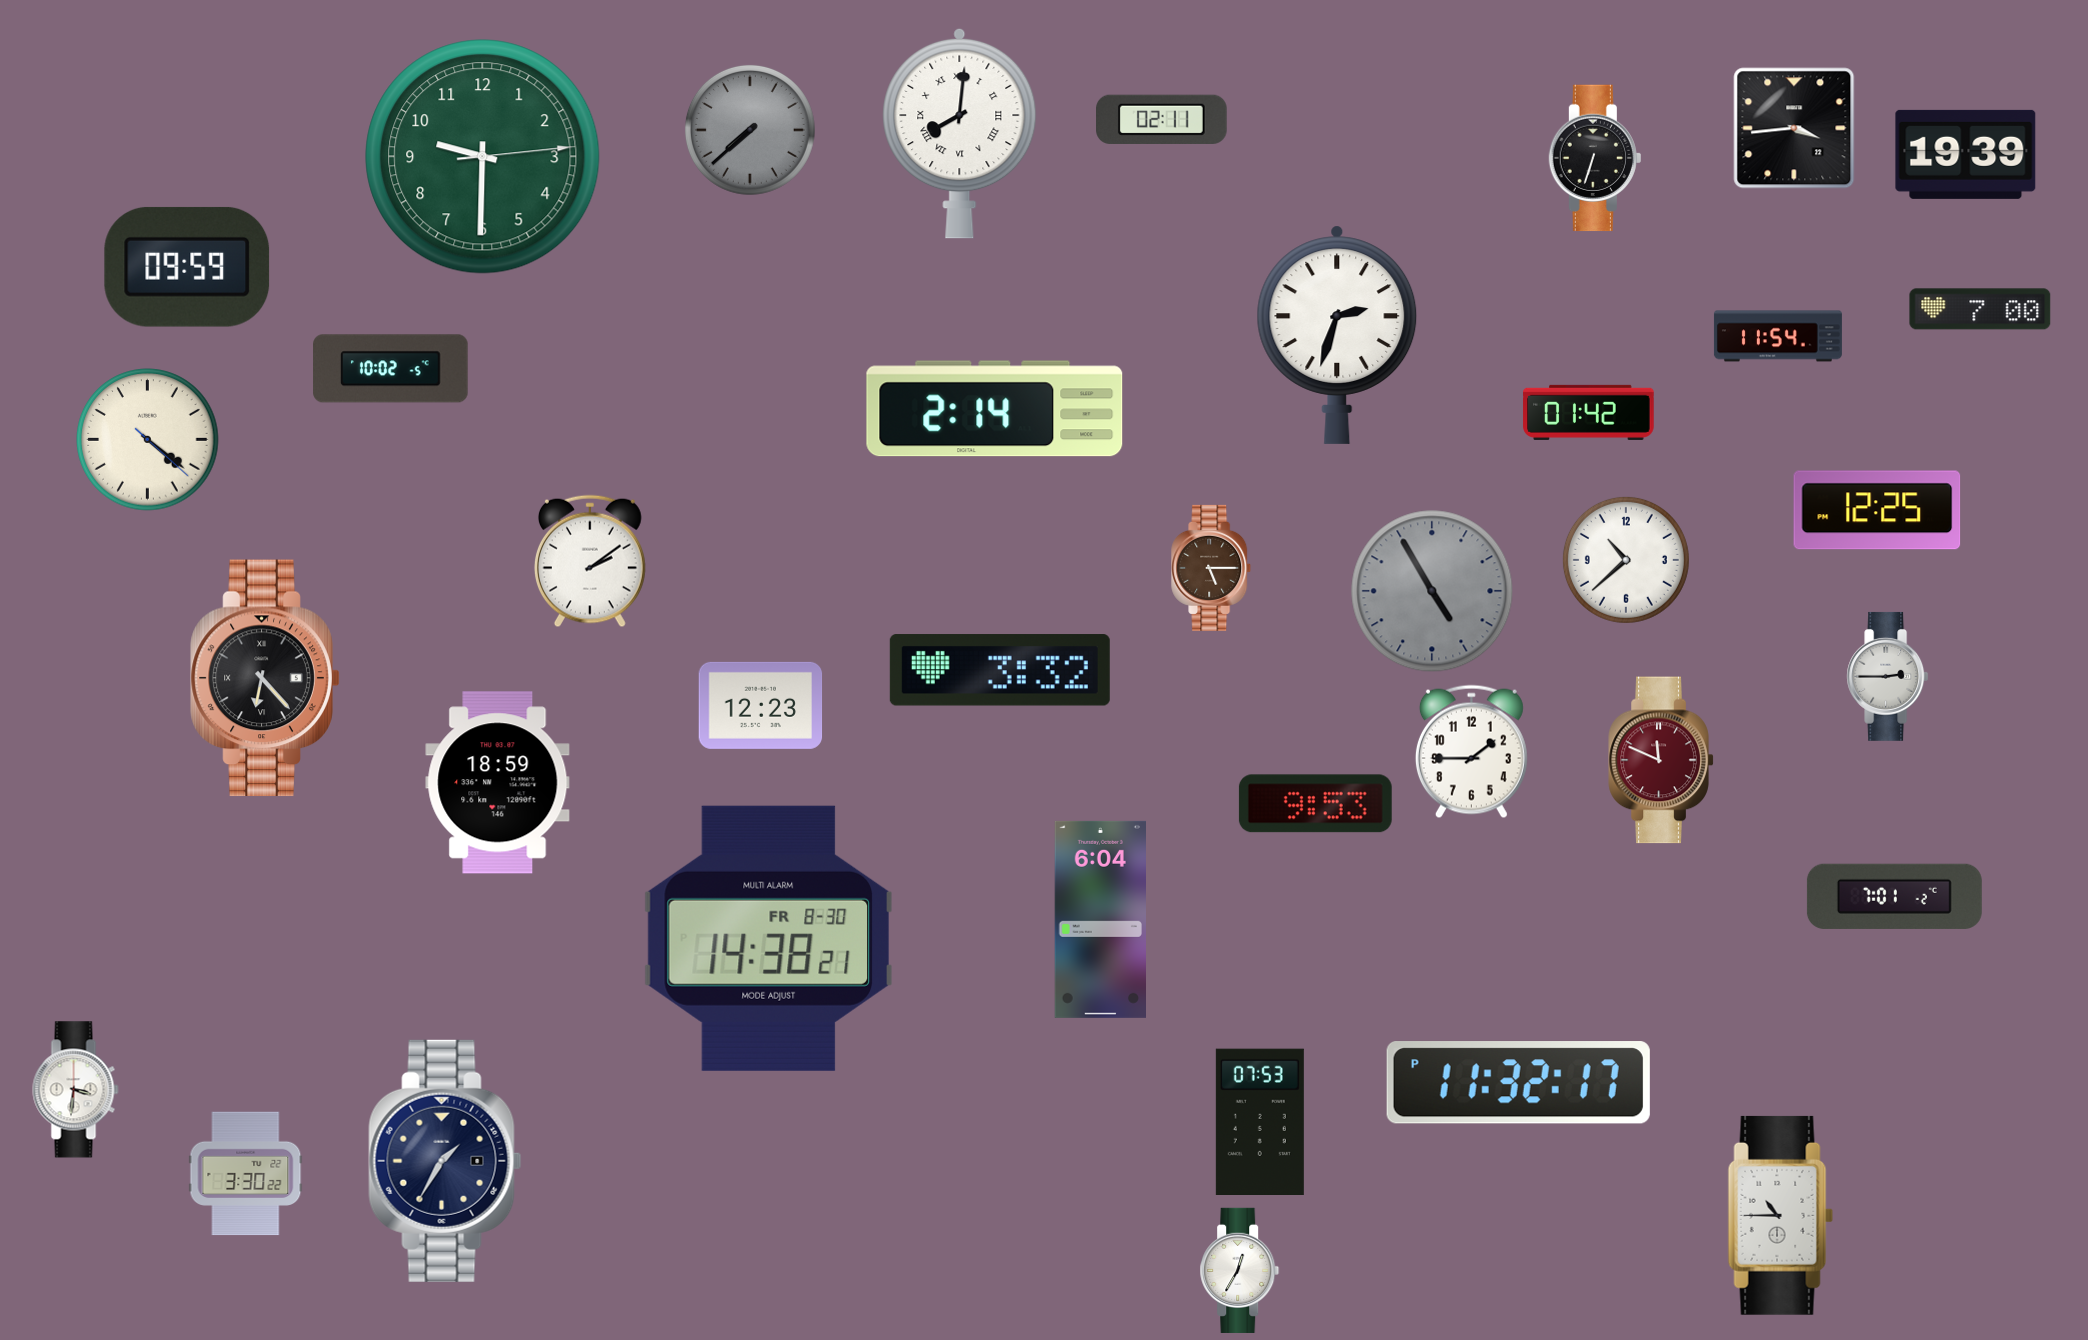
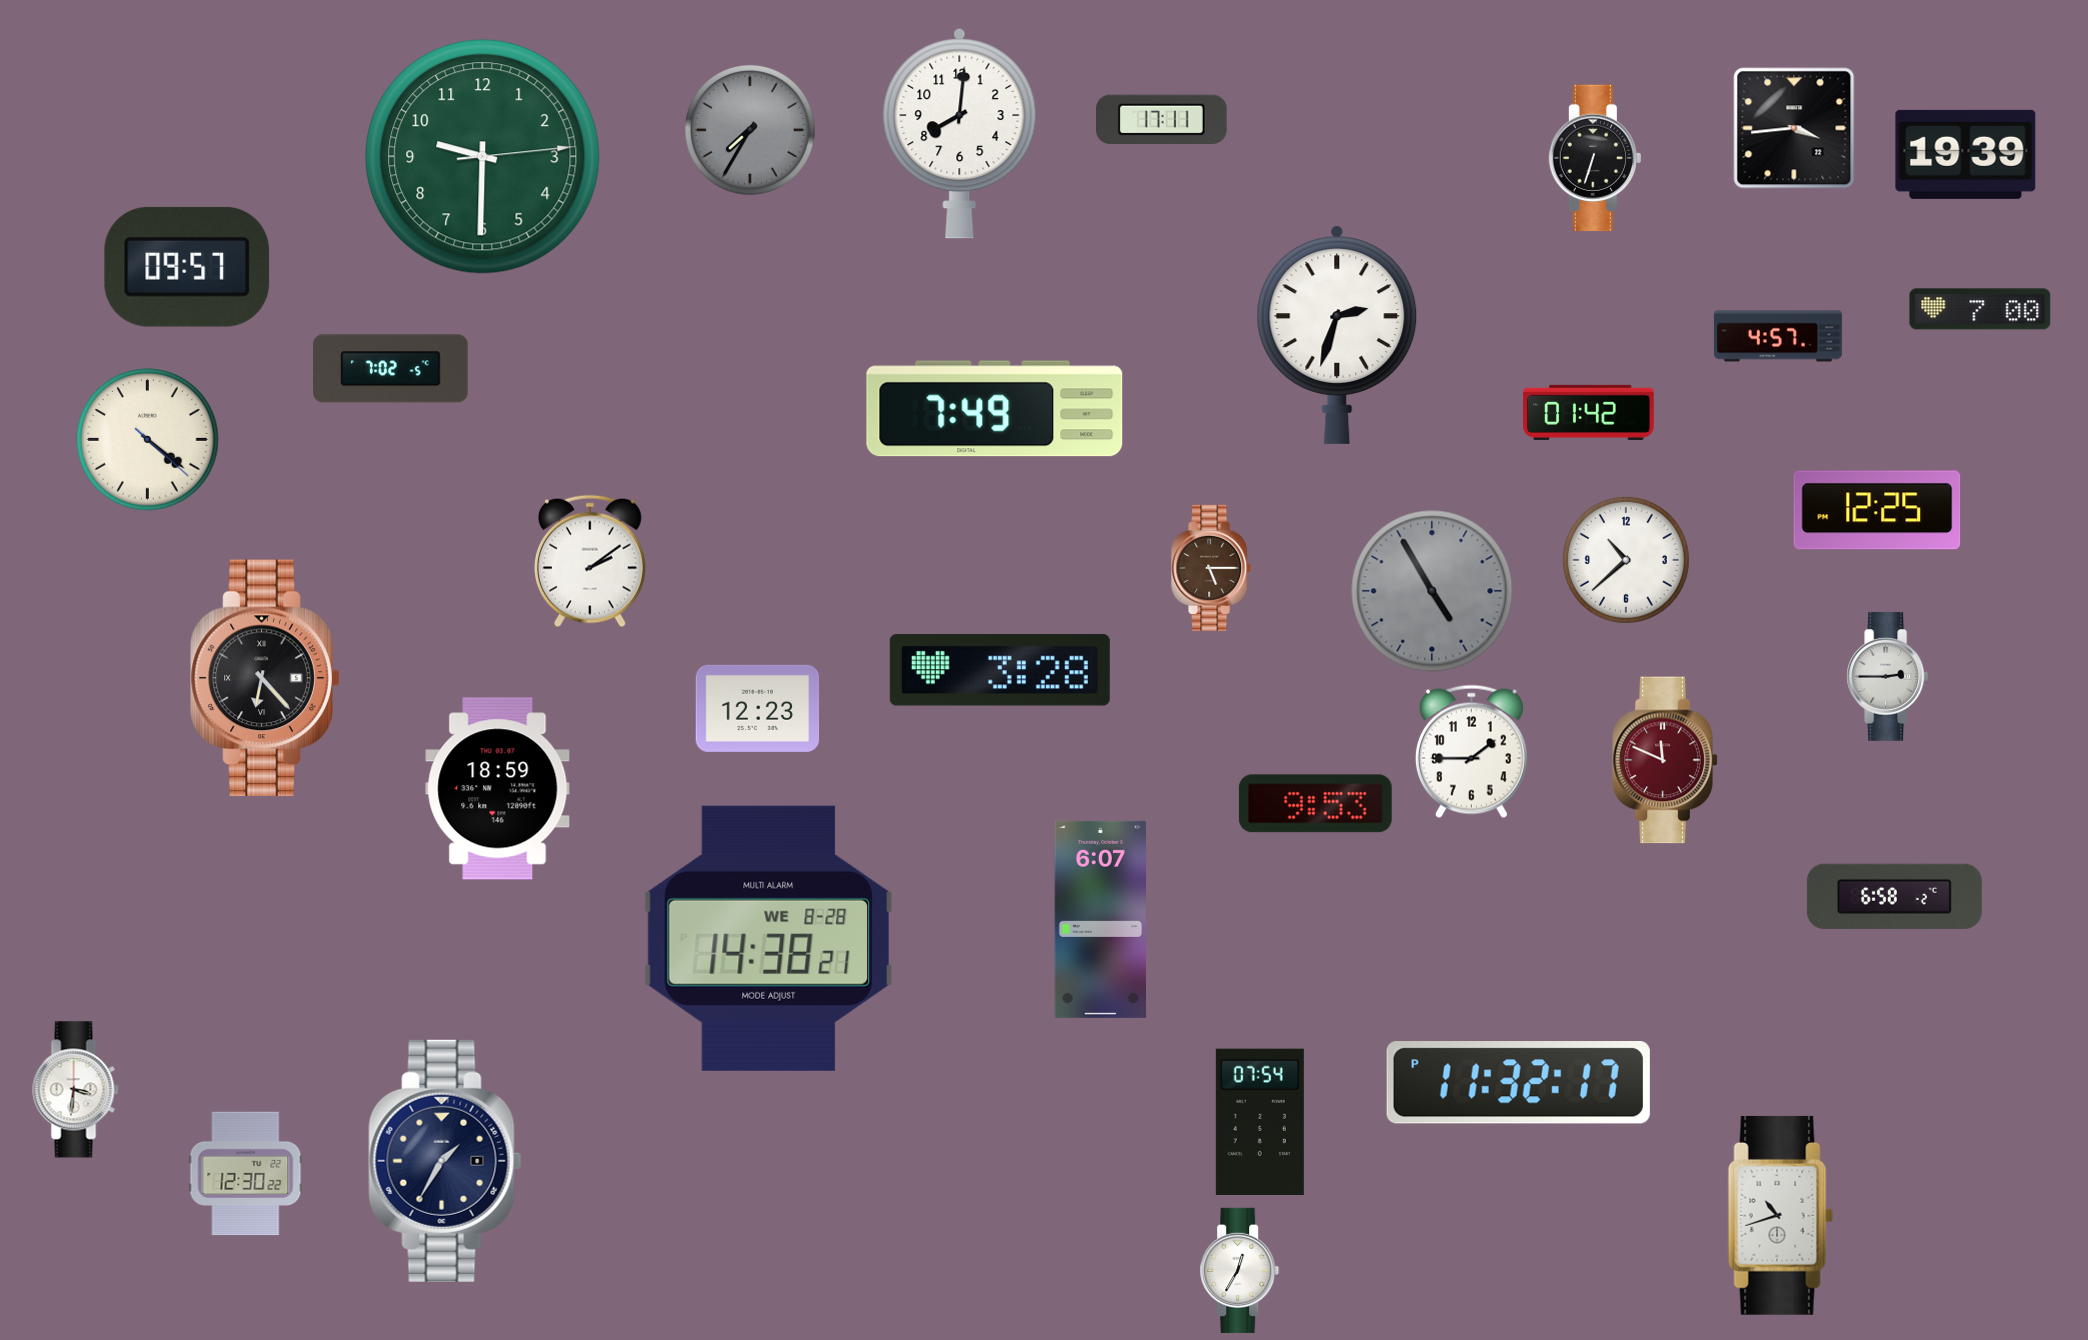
clock at (1162, 119): 02:11 -> 17:11
clock at (750, 130): 7:38 -> 7:35
clock at (960, 133) numerals: Roman -> Arabic
clock at (187, 267): 09:59 -> 09:57
clock at (1778, 336): 11:54 -> 4:57
clock at (391, 369): 10:02 -> 7:02
clock at (995, 409): 2:14 -> 7:49
clock at (1000, 670): 3:32 -> 3:28
clock at (761, 705) position: (761, 705) -> (758, 708)
clock at (1661, 760) position: (1661, 760) -> (1665, 760)
clock at (498, 783) position: (498, 783) -> (498, 789)
clock at (1894, 896): 7:01 -> 6:58
clock at (1100, 919): 6:04 -> 6:07
clock at (768, 938) date: FR 8-30 -> WE 8-28
clock at (1260, 1121): 07:53 -> 07:54
clock at (246, 1174): 3:30 -> 12:30
clock at (1781, 1215): 10:45 -> 10:42
